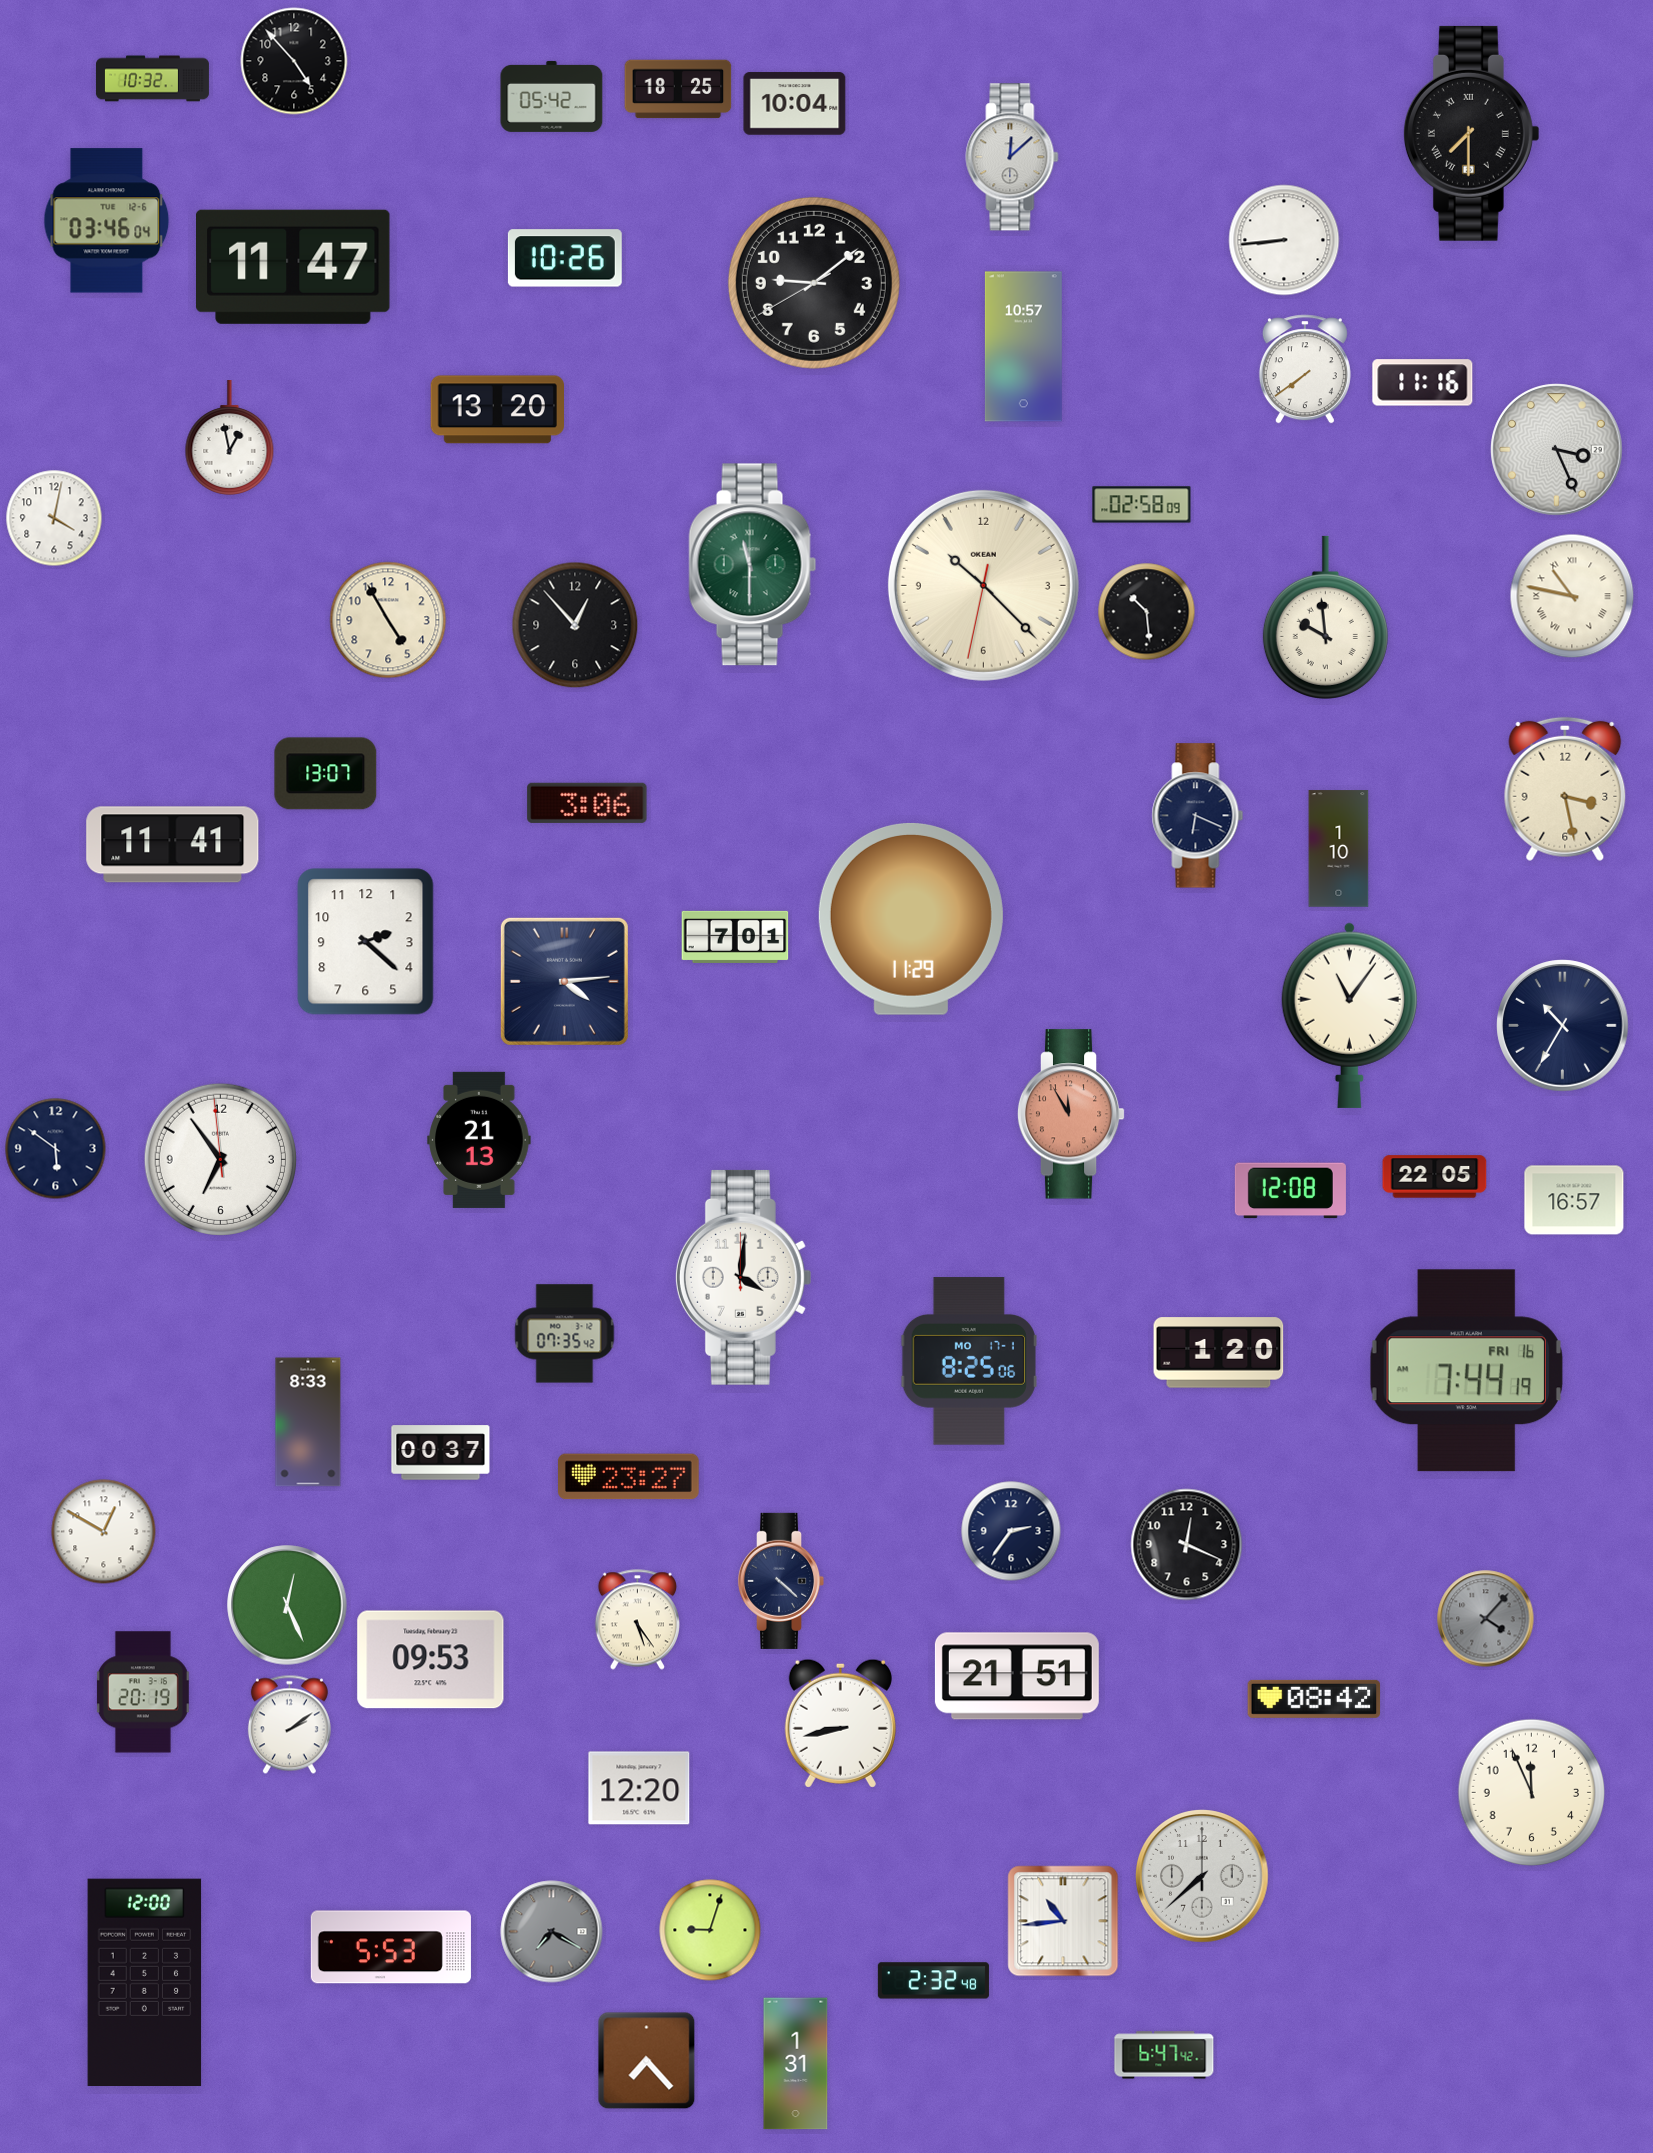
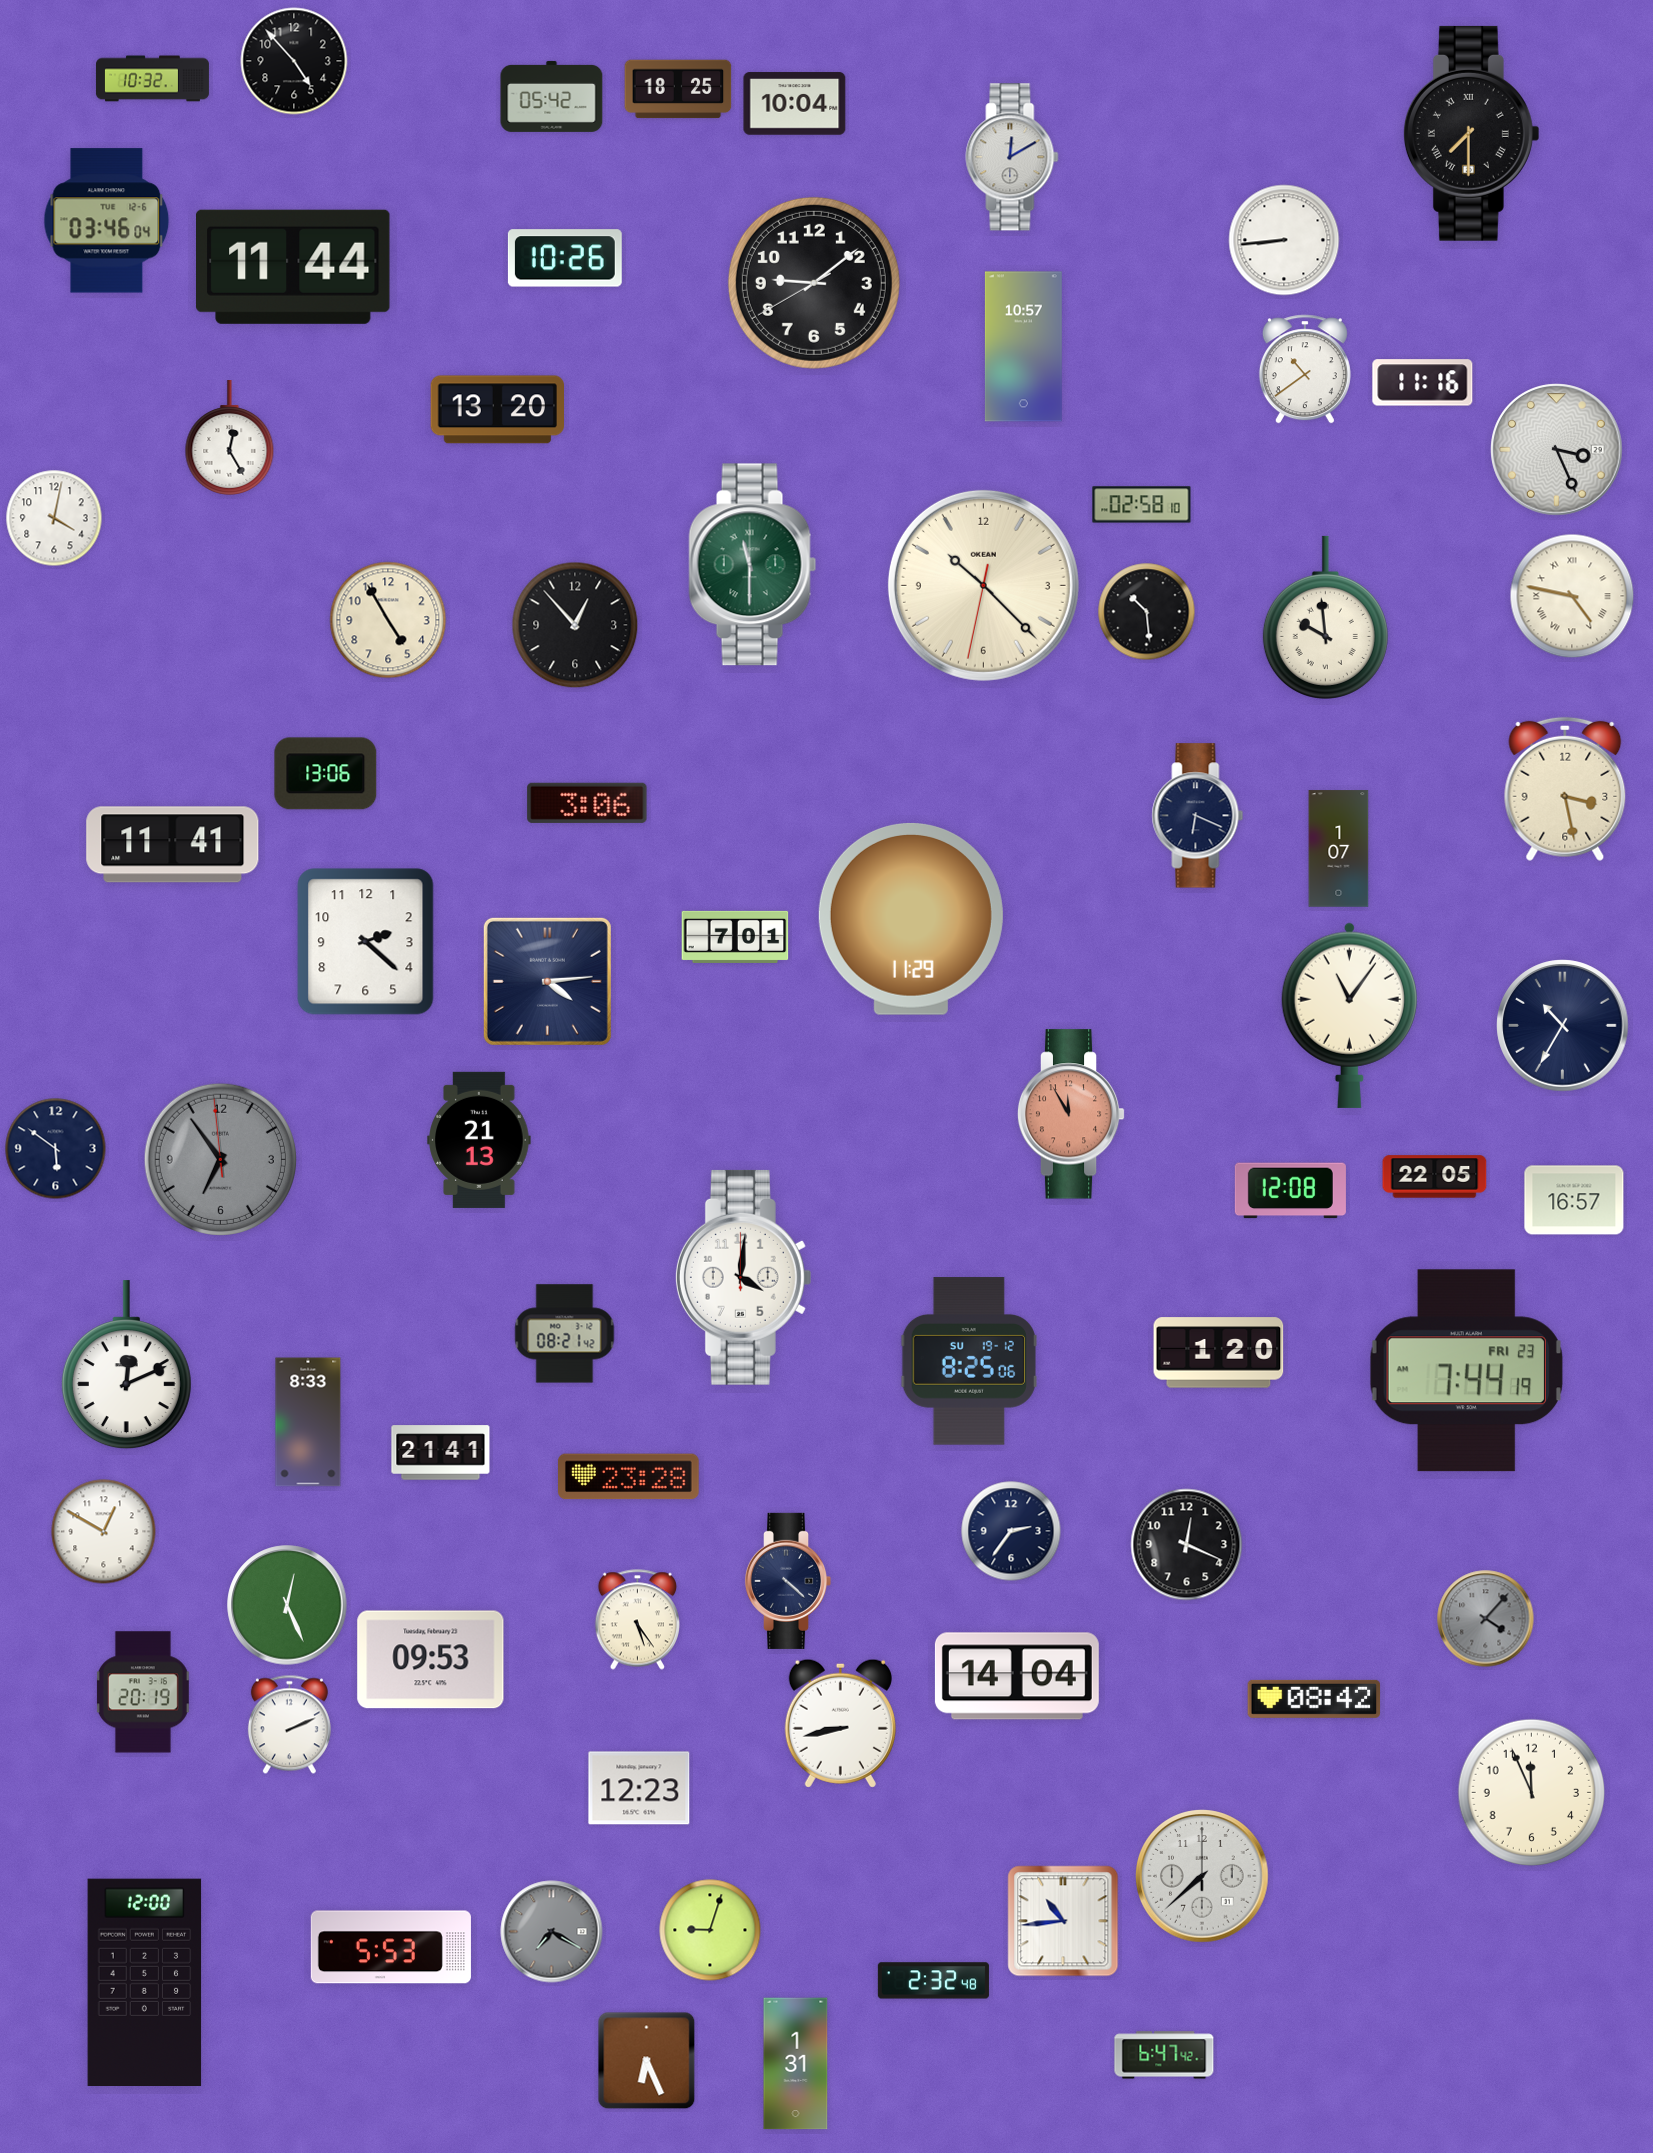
clock at (1012, 157): 12:08 -> 12:10
clock at (294, 267): 11:47 -> 11:44
clock at (1305, 369): 7:39 -> 10:39
clock at (230, 438): 12:58 -> 12:25
clock at (1142, 505): 02:58:09 -> 02:58:10
clock at (1572, 596): 10:47 -> 4:47
clock at (326, 774): 13:07 -> 13:06
clock at (1339, 849): 1:10 -> 1:07
clock at (564, 981) position: (564, 981) -> (547, 981)
clock at (220, 1159) dial: white -> grey
clock at (565, 1334): 07:35 -> 08:21
clock at (969, 1361) date: MO 17-1 -> SU 19-12
clock at (126, 1365): none -> 12:11
clock at (1466, 1371) date: FRI 16 -> FRI 23
clock at (441, 1453): 00:37 -> 21:41
clock at (629, 1477): 23:27 -> 23:28
clock at (781, 1581) position: (781, 1581) -> (788, 1581)
clock at (1017, 1676): 21:51 -> 14:04
clock at (289, 1725): 2:09 -> 2:11
clock at (639, 1788): 12:20 -> 12:23
clock at (647, 2061): 7:23 -> 6:26
